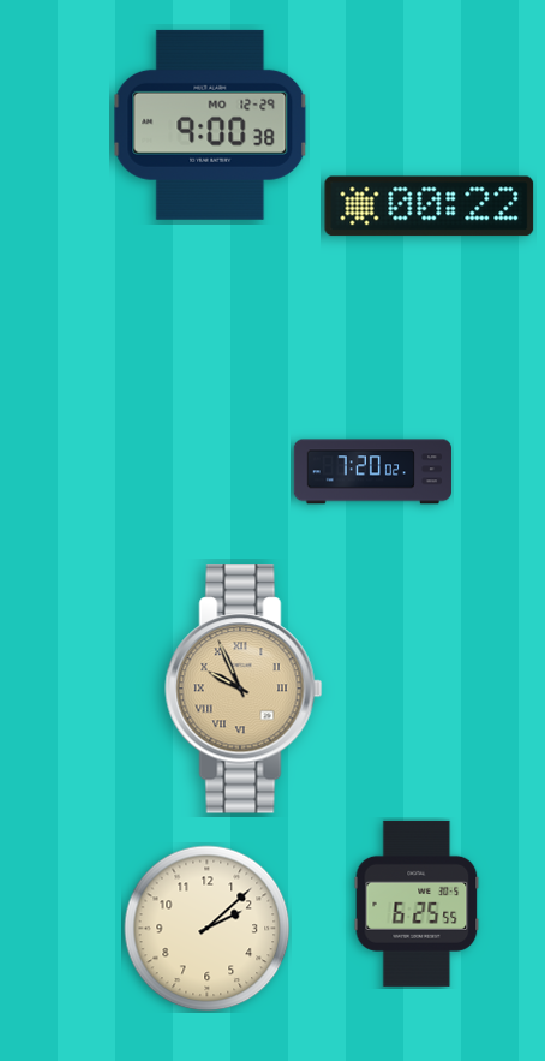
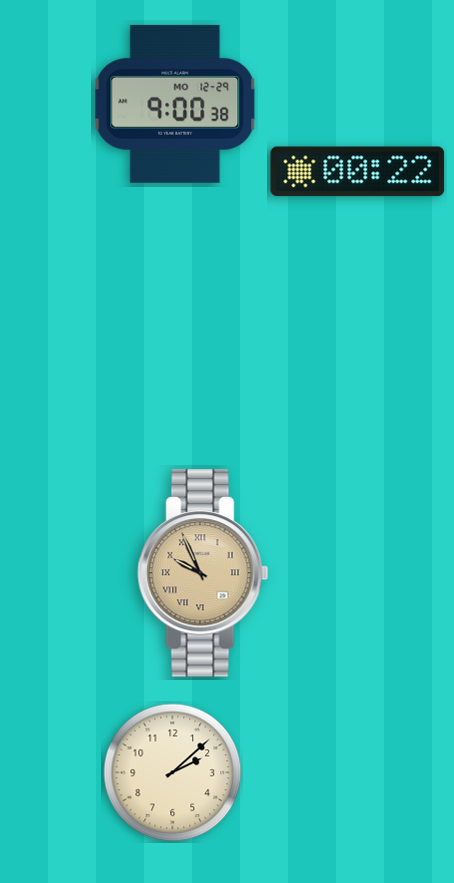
clock at (372, 472): 7:20 -> none
clock at (417, 904): 6:25 -> none
